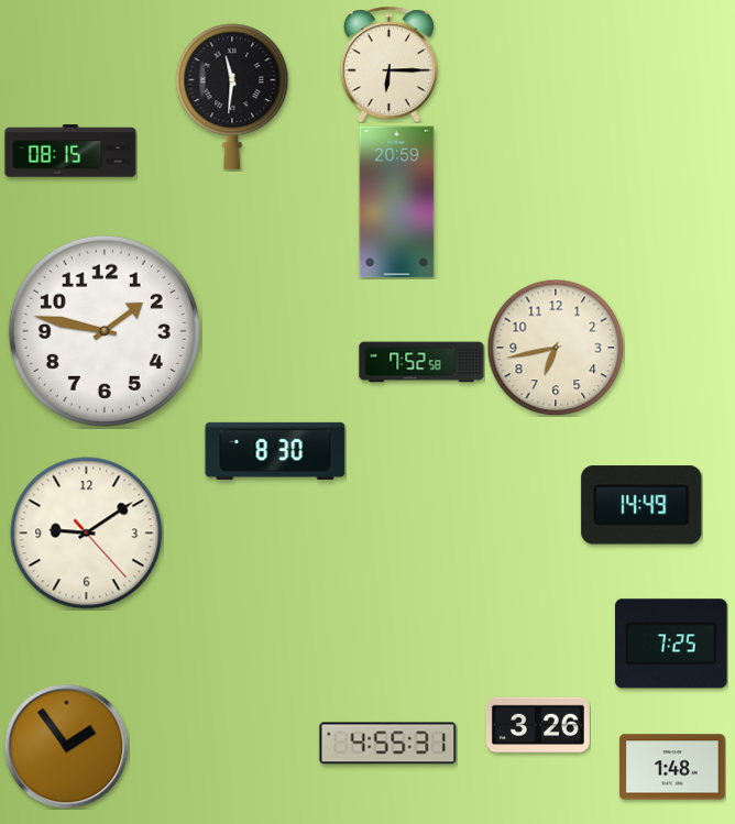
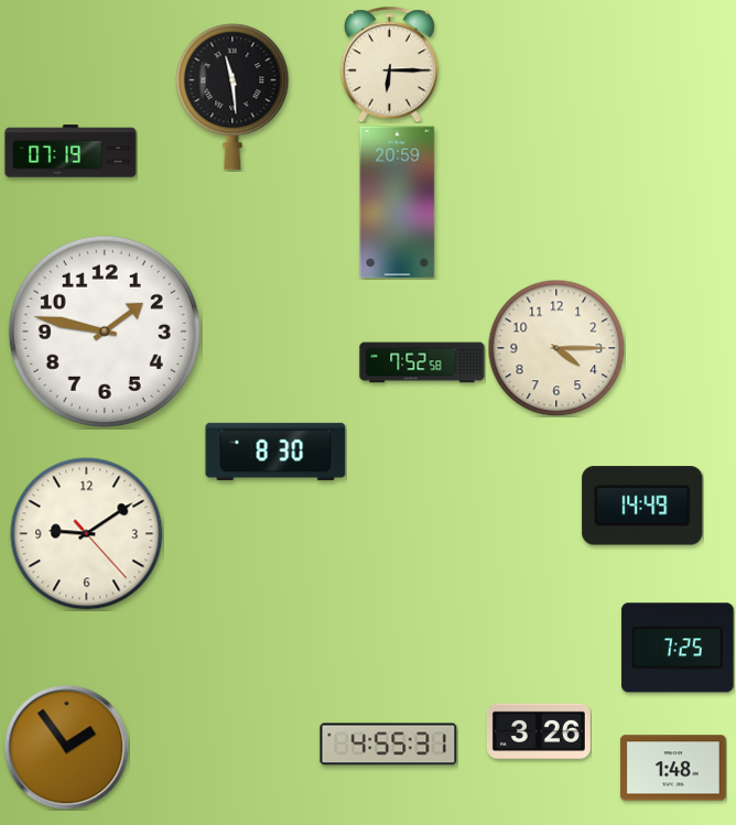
clock at (232, 97): 11:31 -> 11:29
clock at (70, 151): 08:15 -> 07:19
clock at (556, 348): 6:43 -> 4:15
clock at (671, 644) position: (671, 644) -> (678, 648)
clock at (538, 725) position: (538, 725) -> (539, 731)
